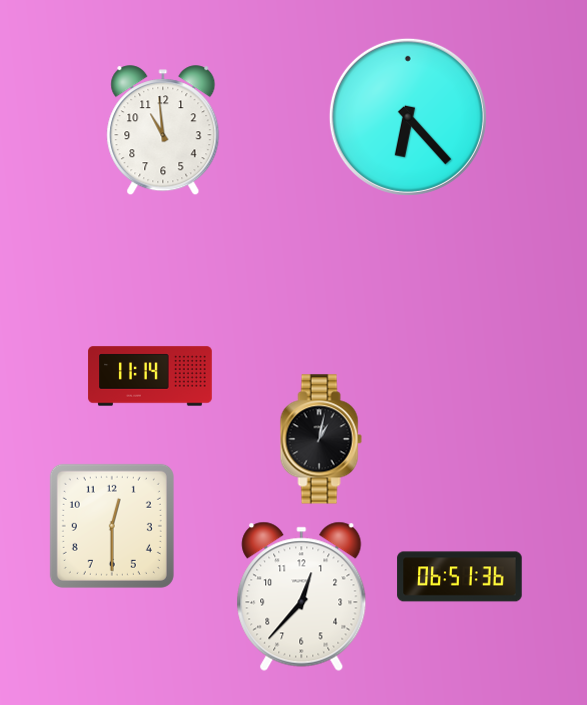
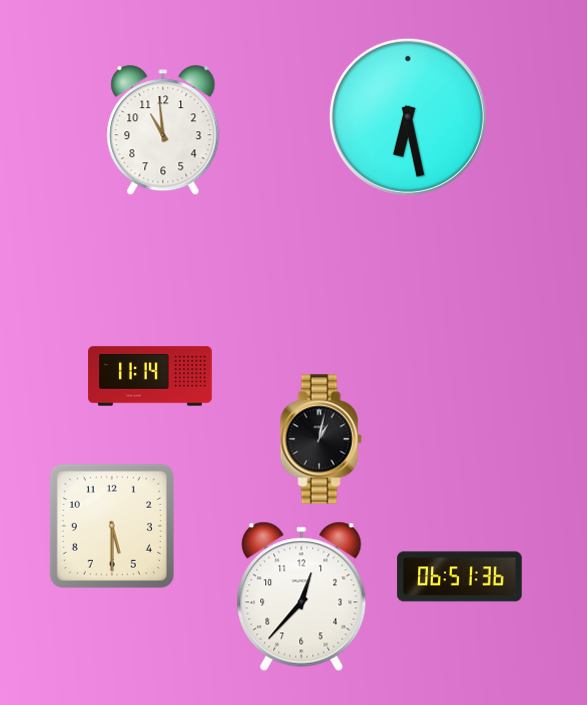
clock at (408, 117): 6:23 -> 6:28
clock at (112, 526): 12:30 -> 5:30
